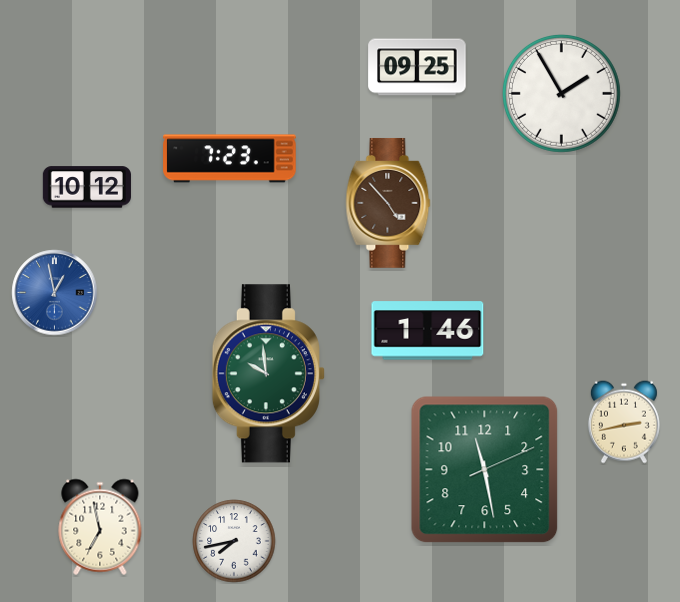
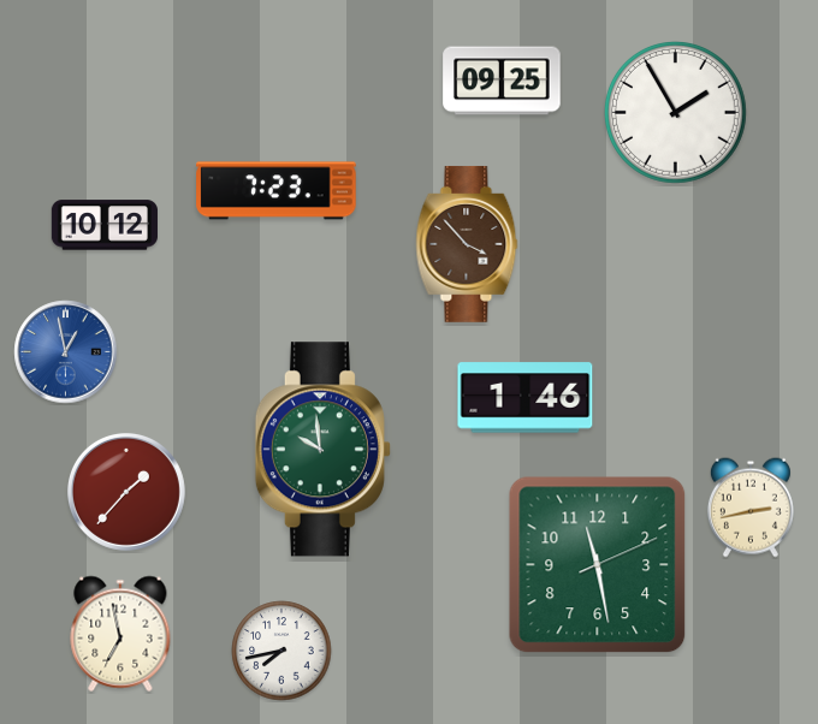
clock at (388, 203): 4:53 -> 3:53
clock at (428, 331) position: (428, 331) -> (526, 398)
clock at (126, 492): none -> 1:37
clock at (485, 470) position: (485, 470) -> (598, 565)
